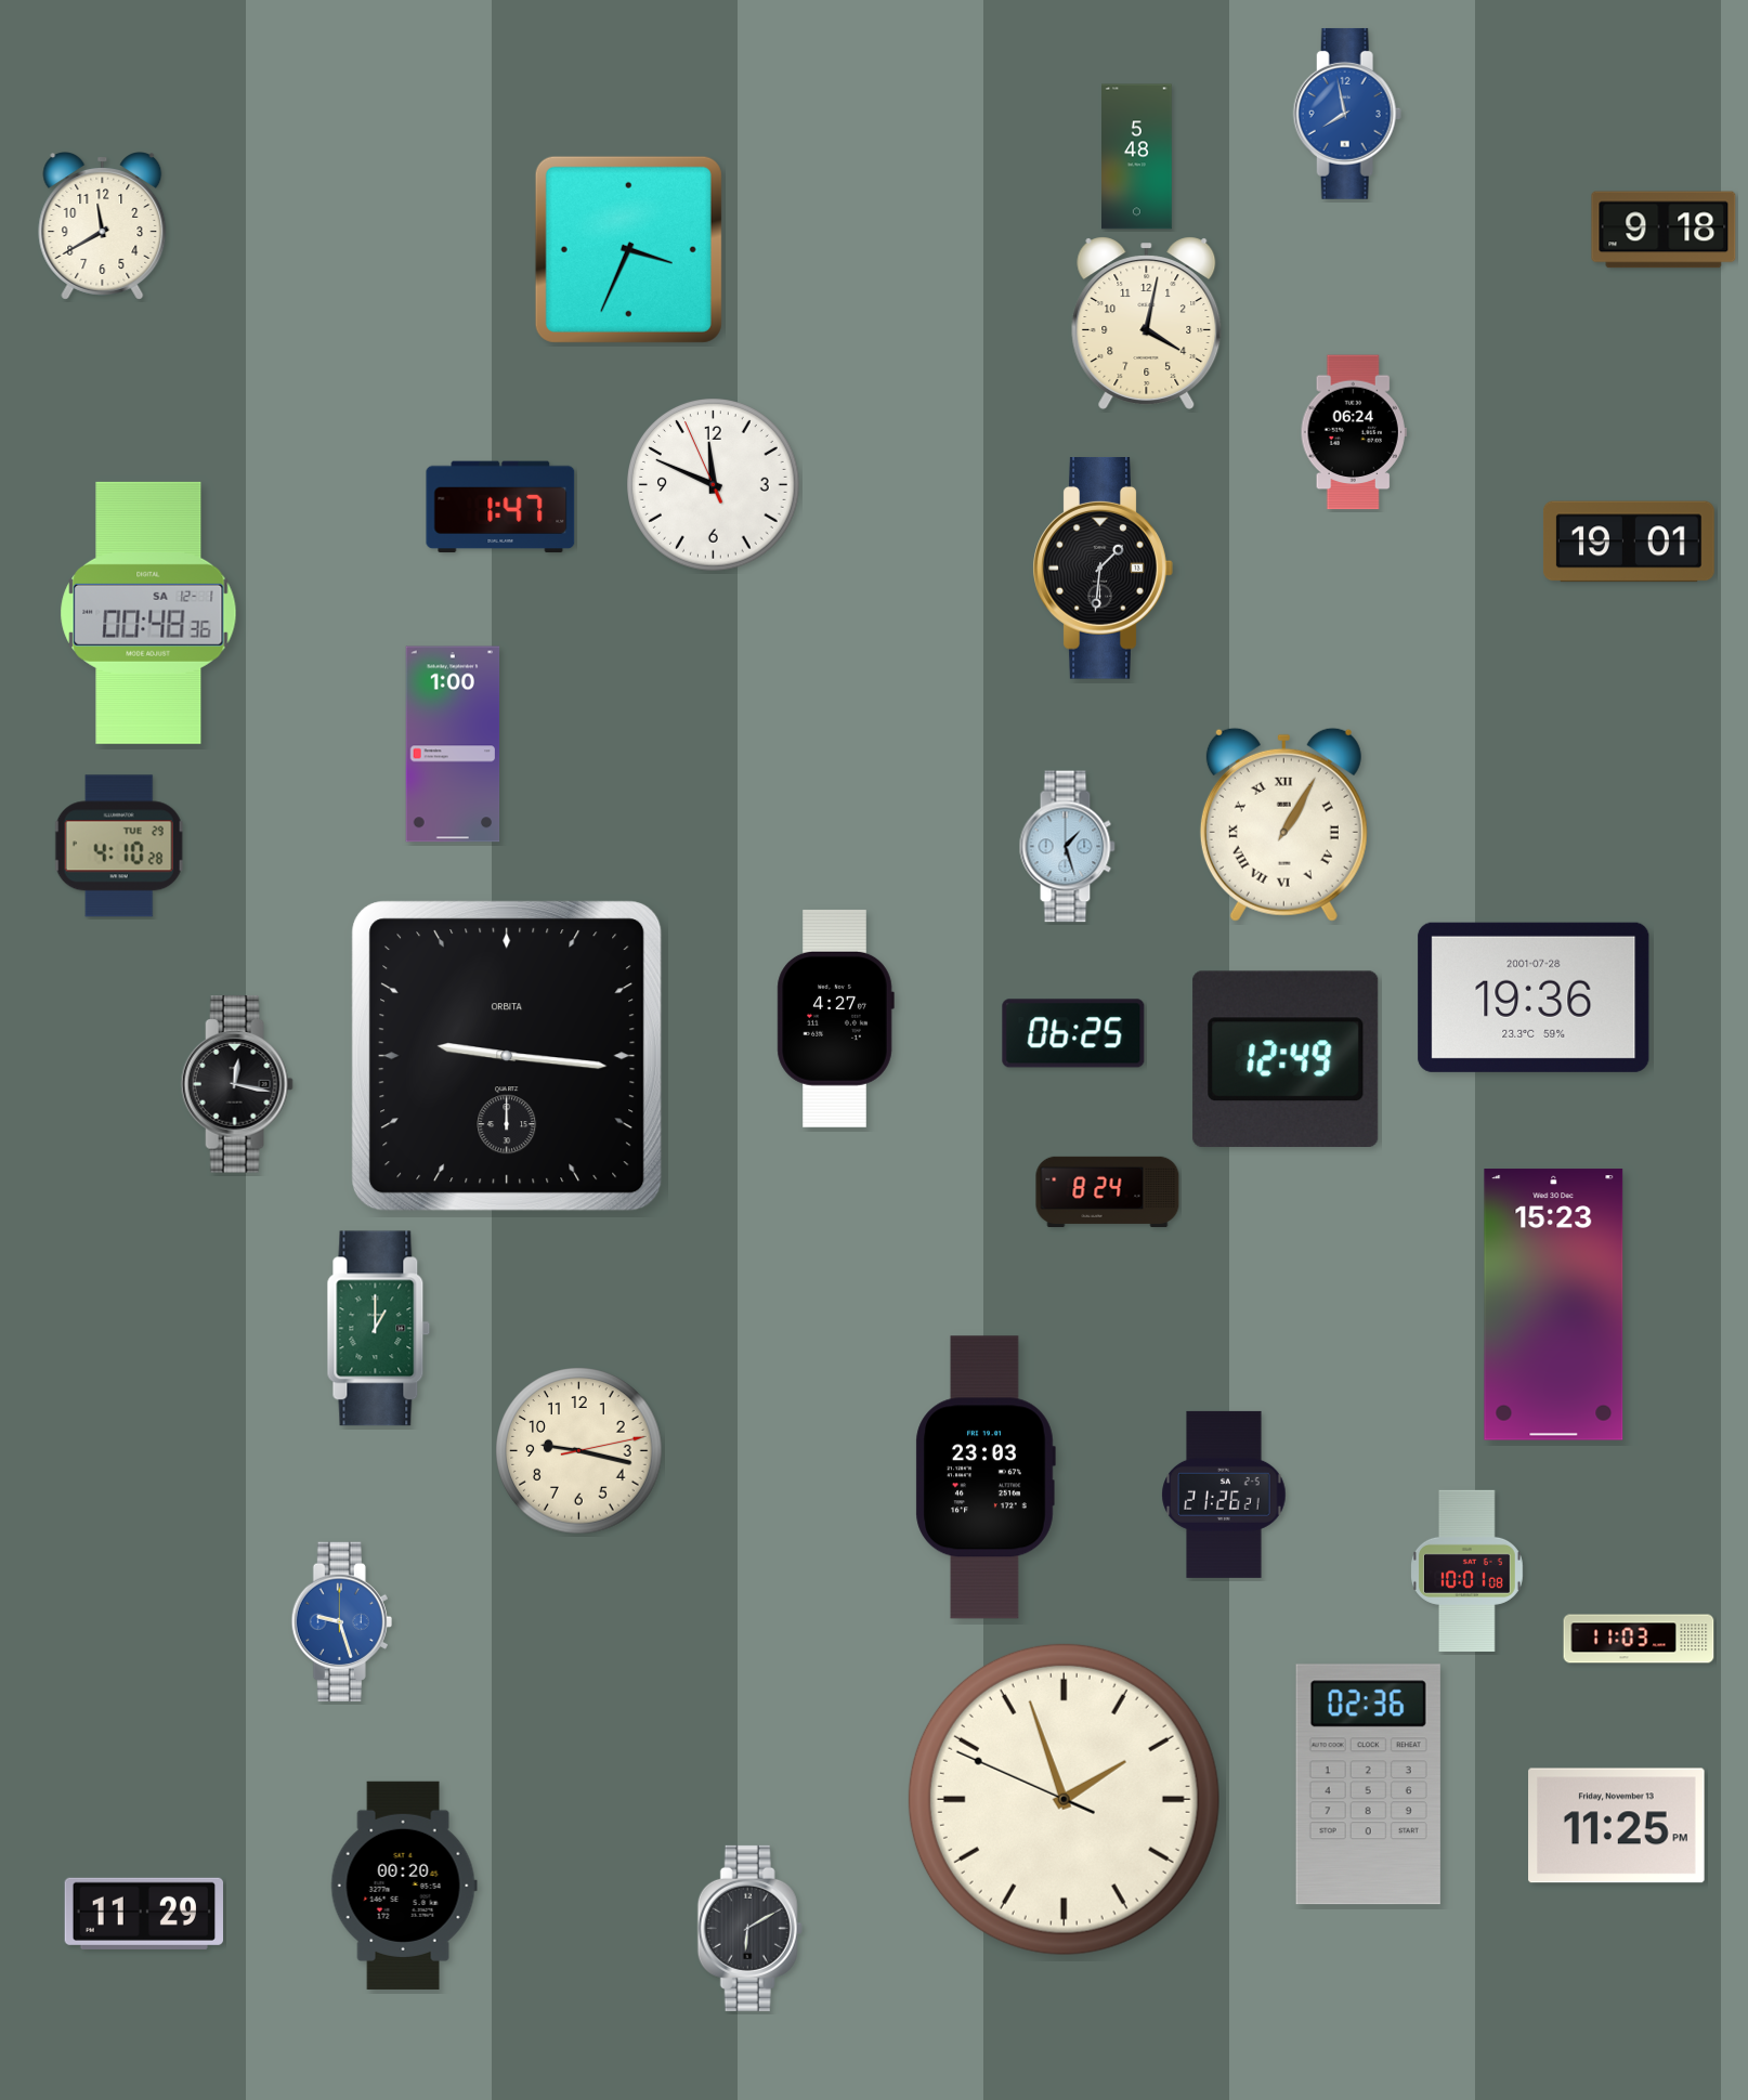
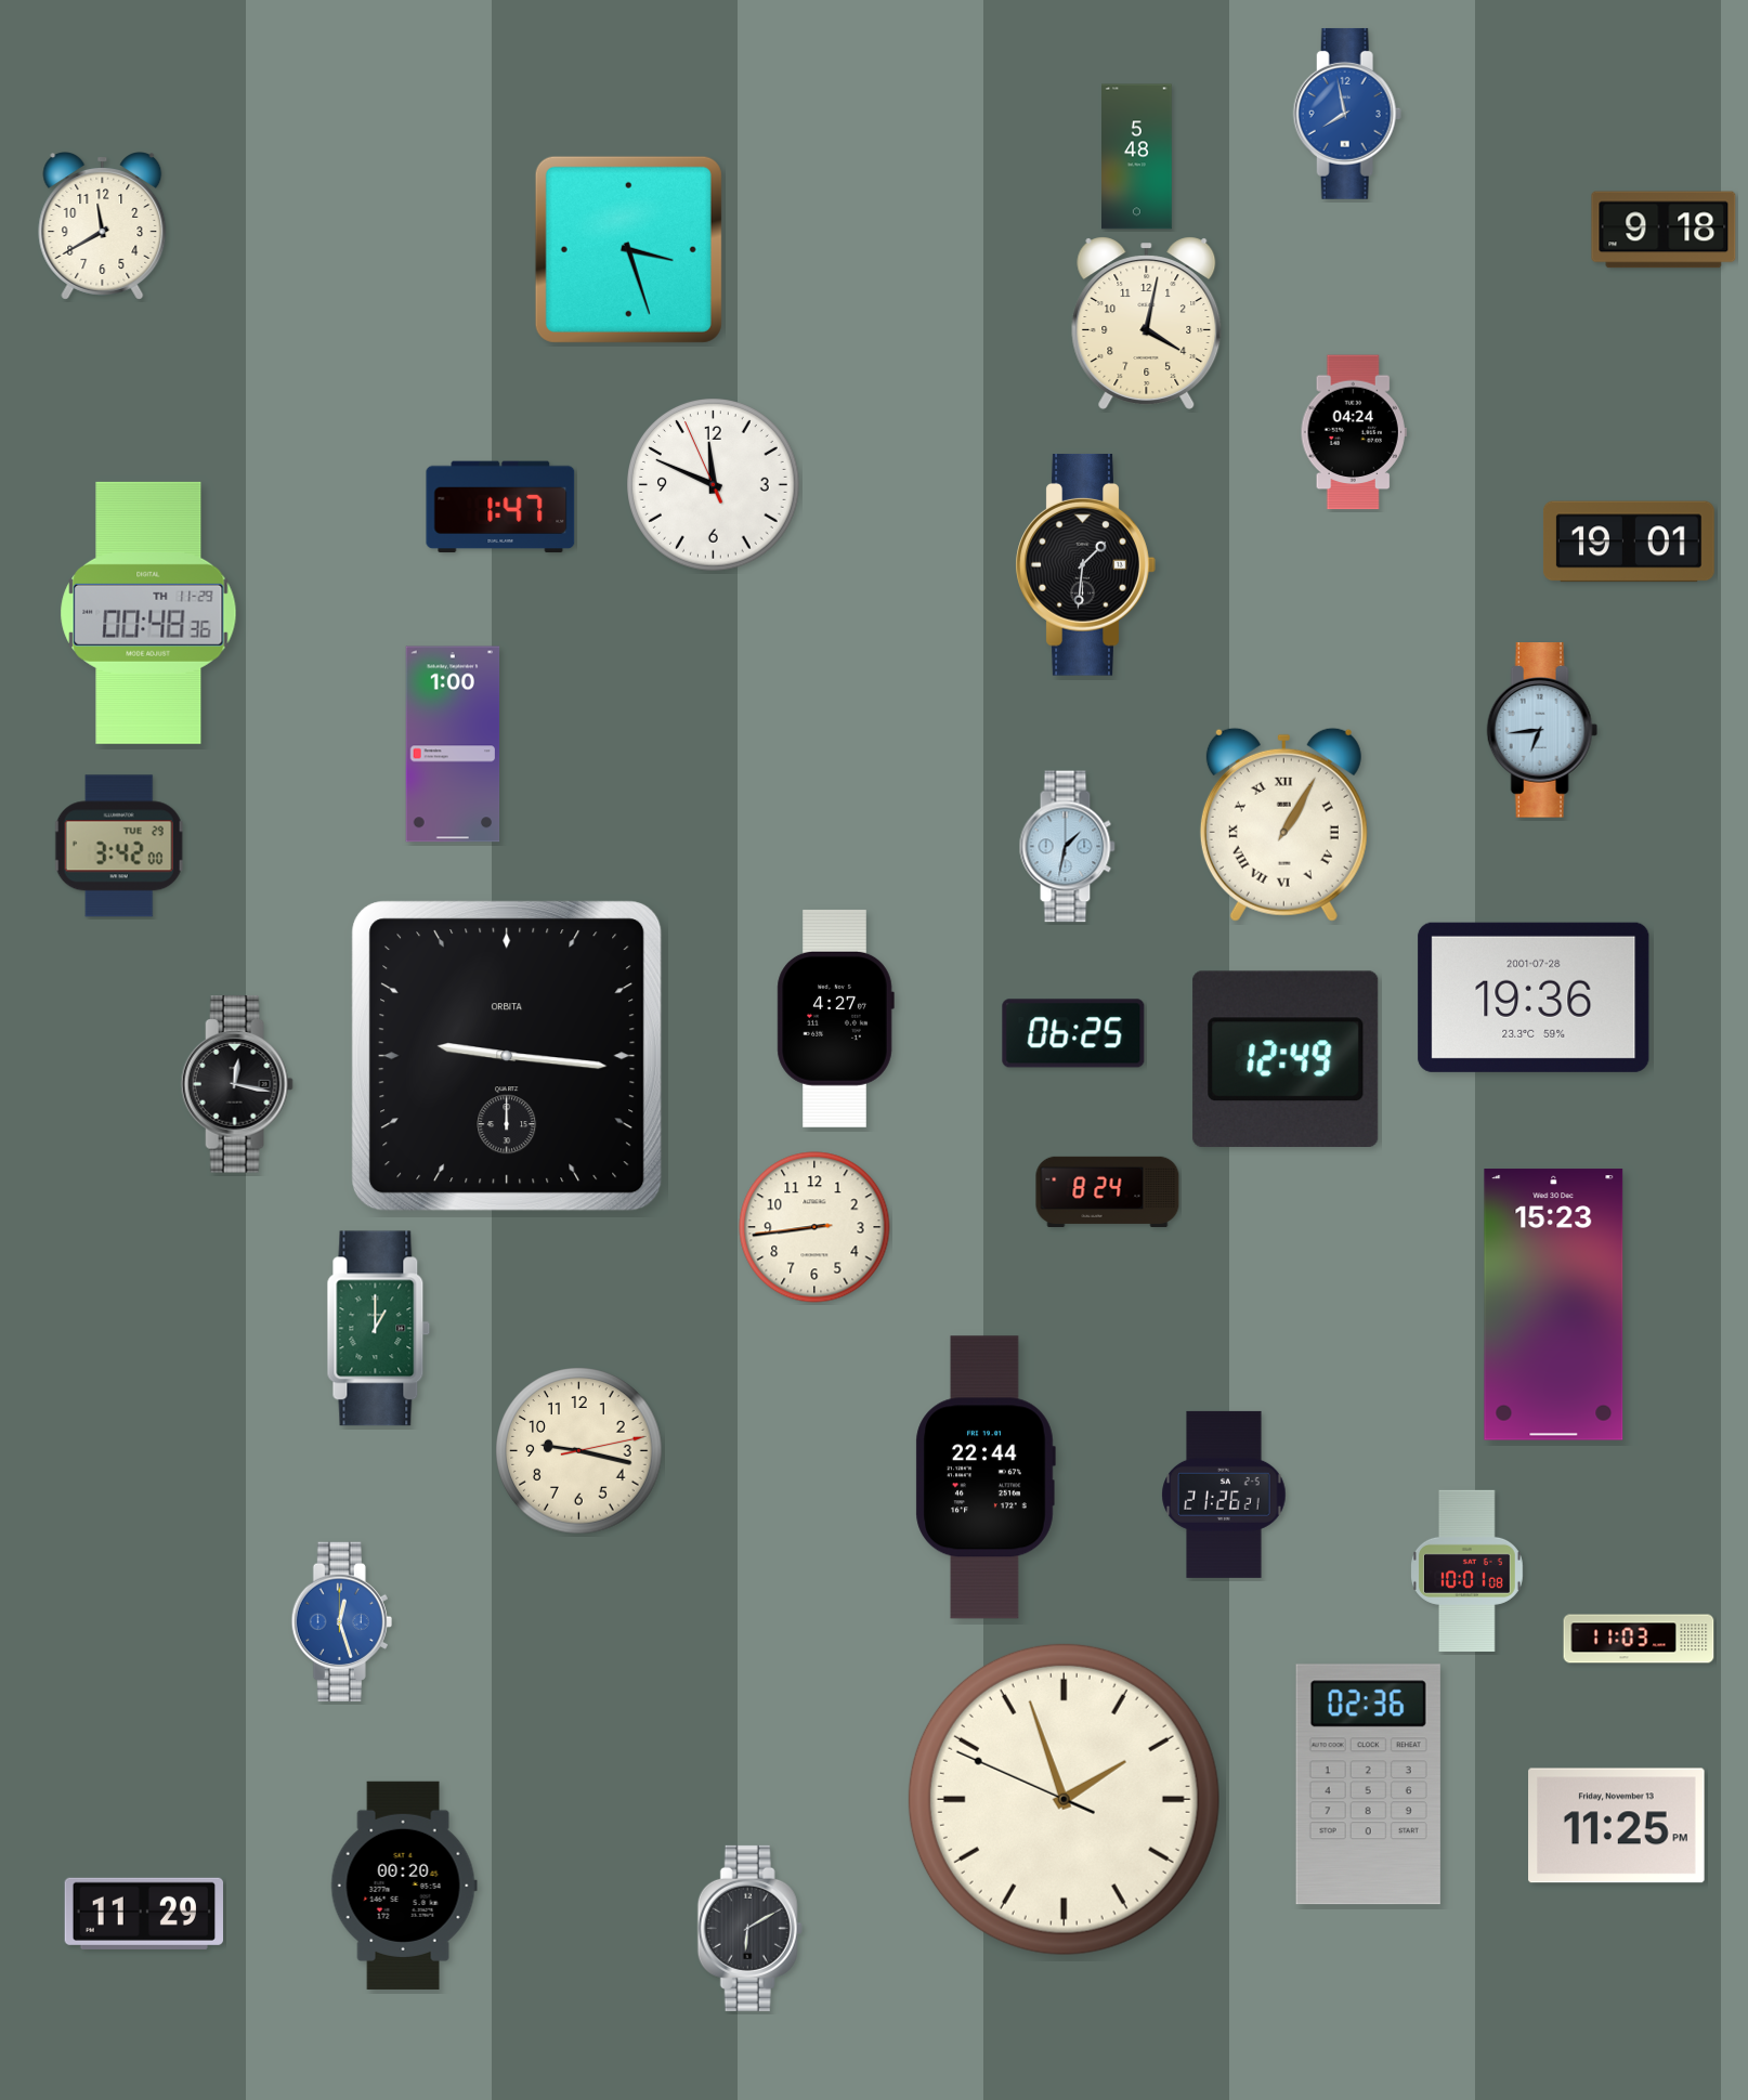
clock at (628, 249): 3:34 -> 3:27
clock at (1354, 432): 06:24 -> 04:24
clock at (1103, 569) position: (1103, 569) -> (1085, 565)
clock at (148, 613) date: SA 12-1 -> TH 11-29
clock at (1542, 730): none -> 6:44
clock at (119, 846): 4:10 -> 3:42
clock at (1067, 847): 1:27 -> 1:32
clock at (814, 1227): none -> 8:43
clock at (986, 1477): 23:03 -> 22:44
clock at (341, 1621): 9:27 -> 12:27
